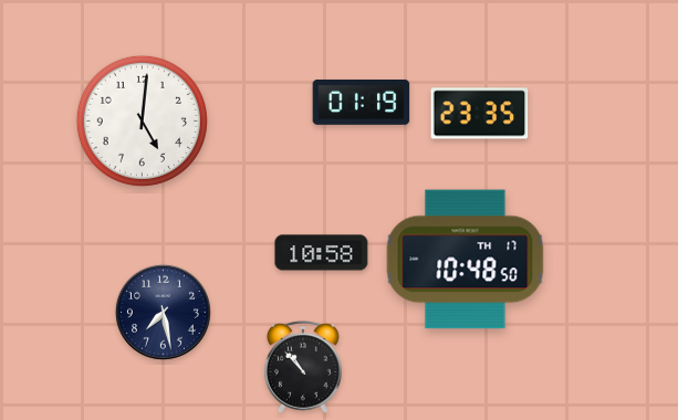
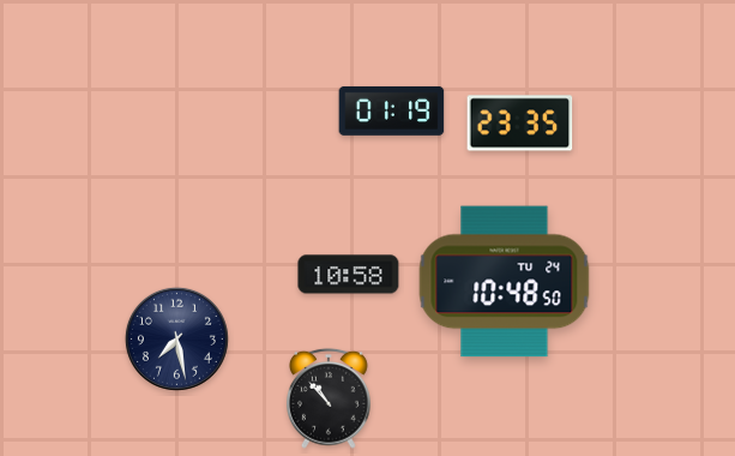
clock at (142, 120): 5:01 -> none
clock at (466, 260) date: TH 17 -> TU 24
